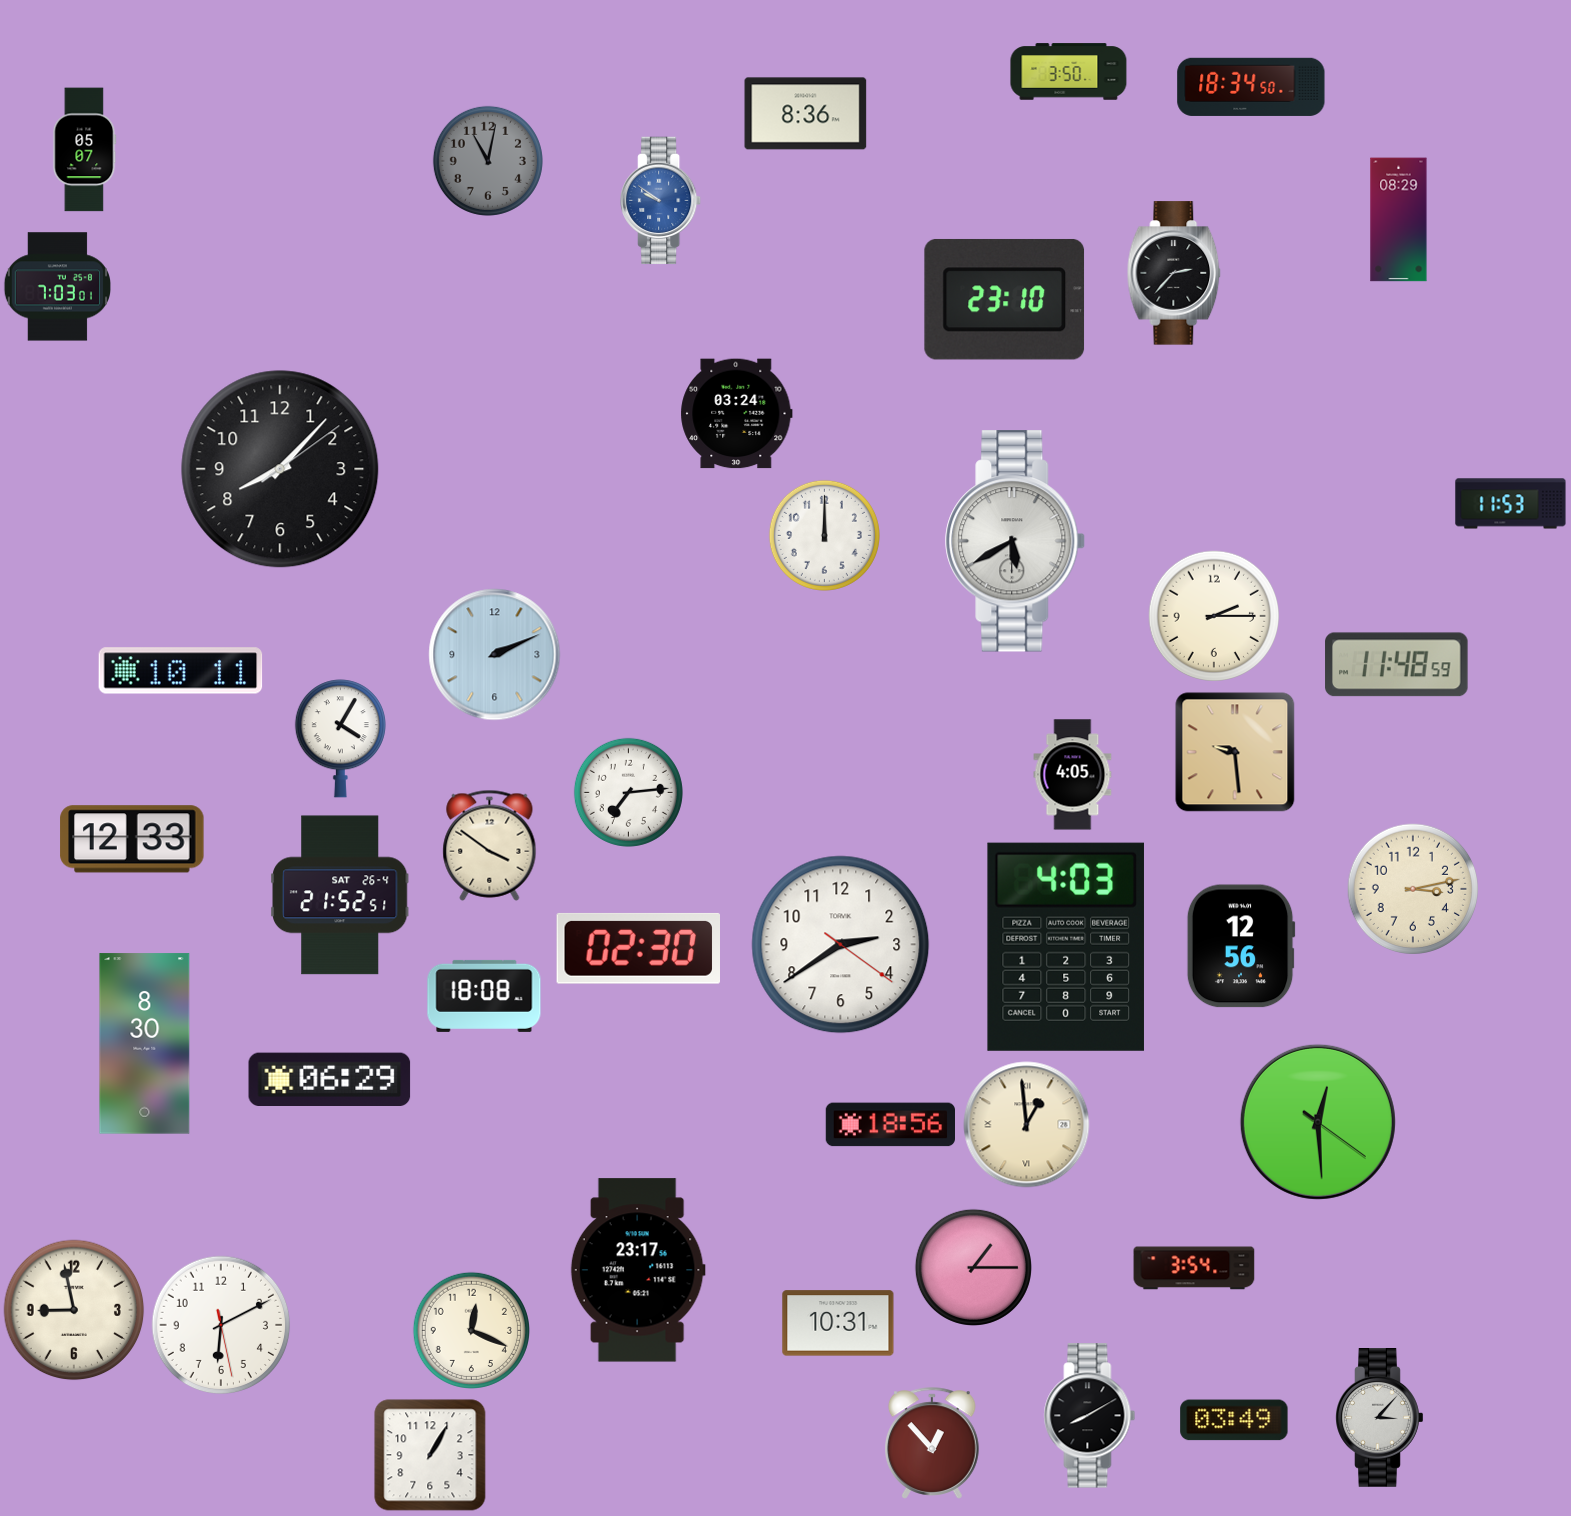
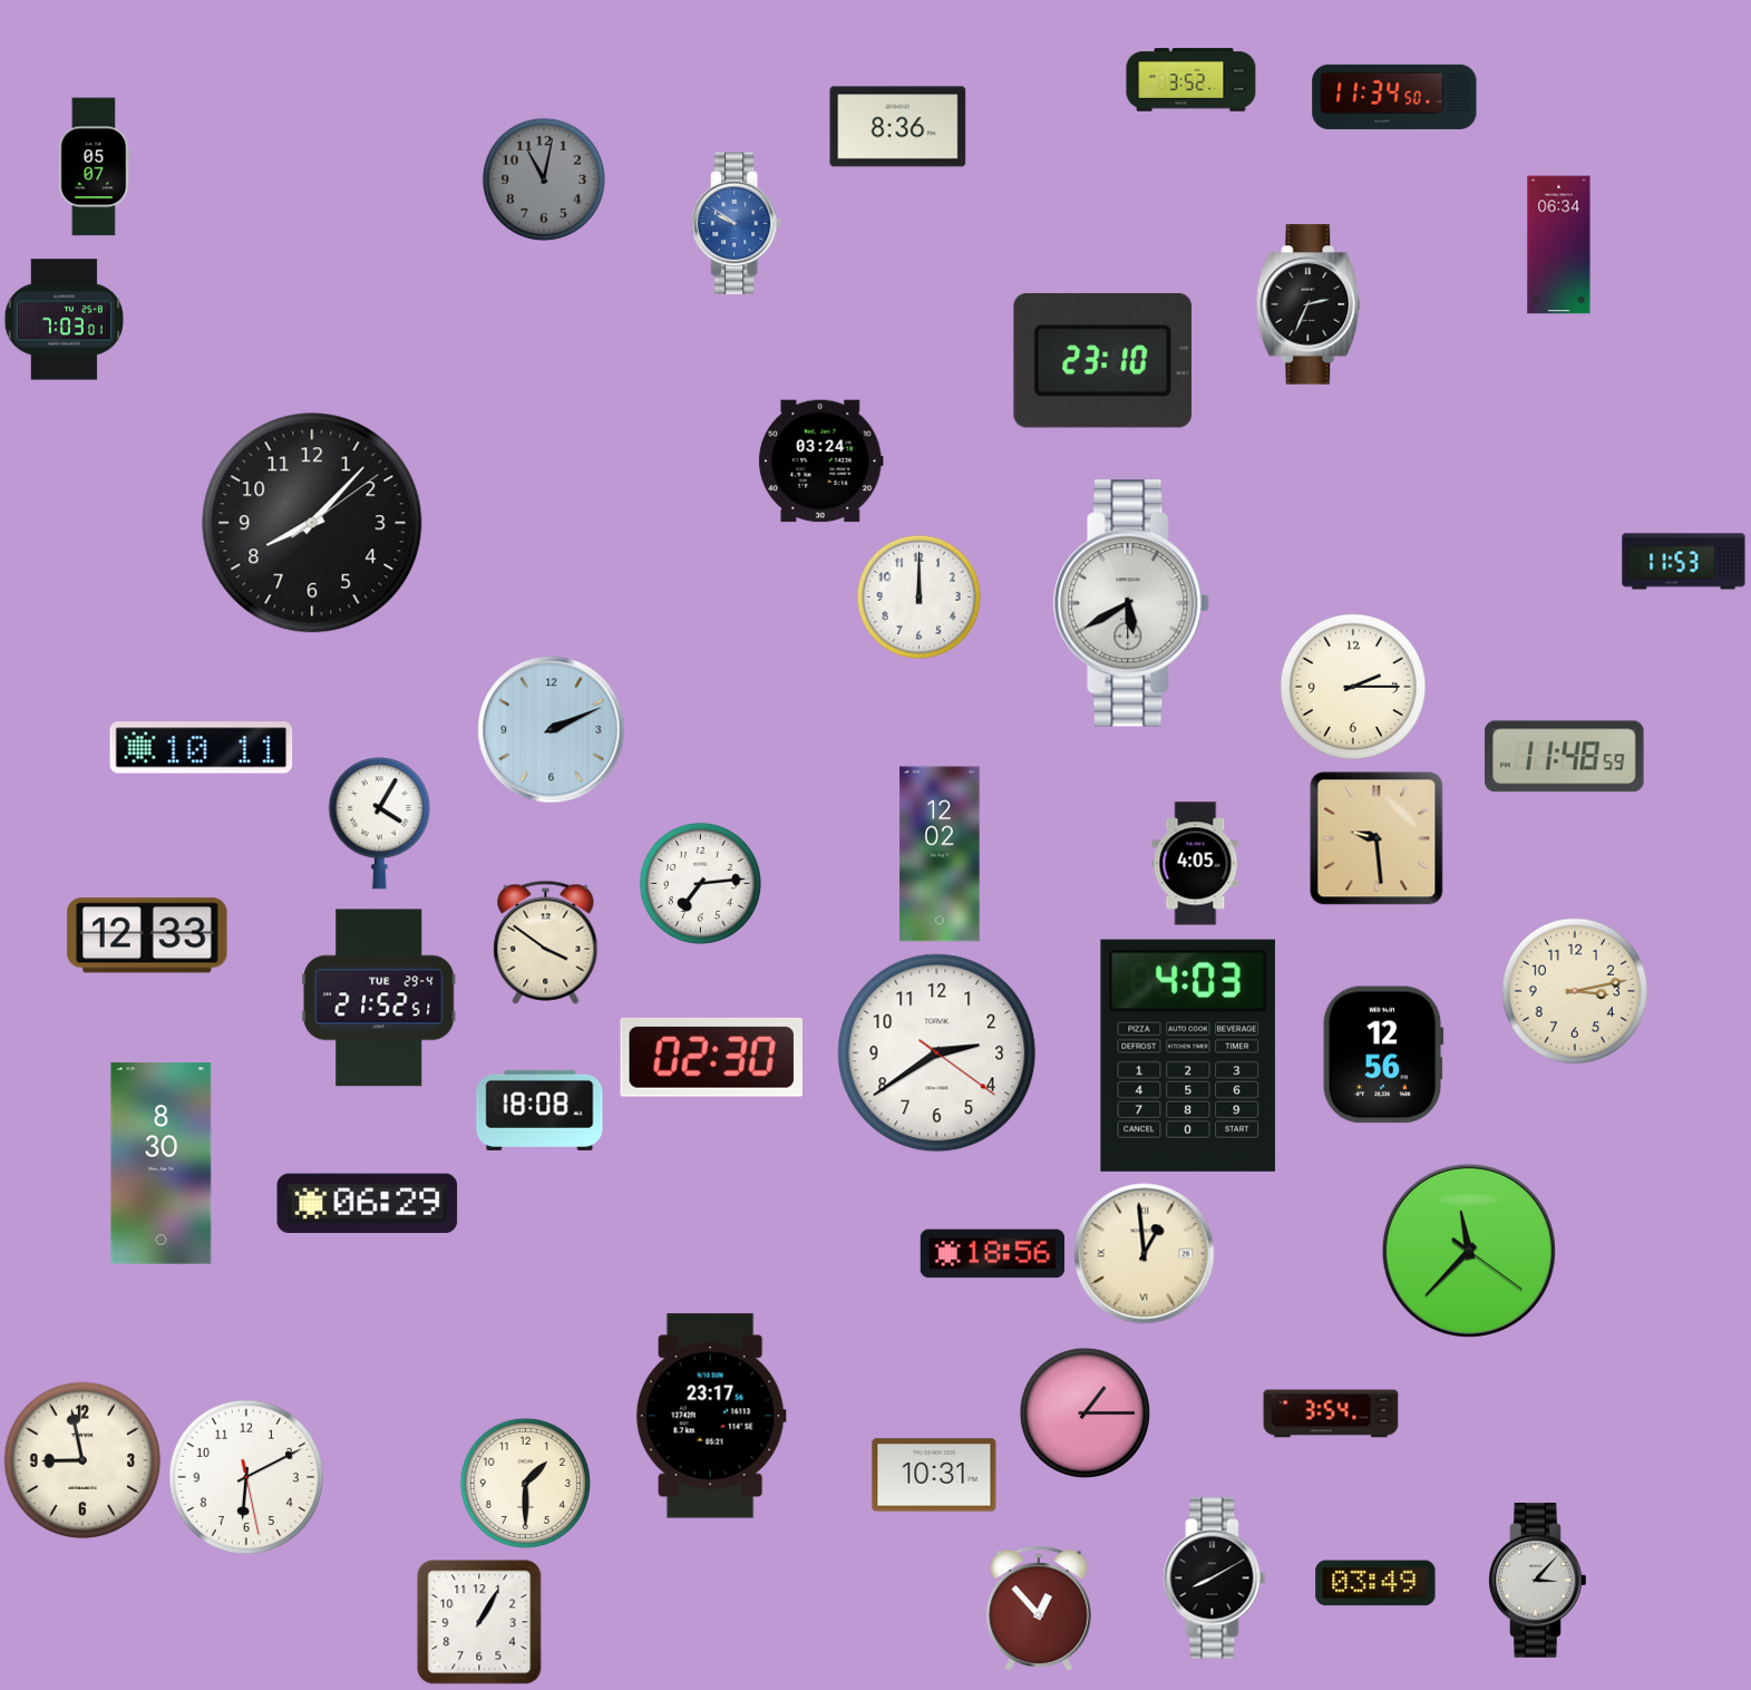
clock at (1069, 72): 3:50 -> 3:52
clock at (1251, 87): 18:34 -> 11:34
clock at (1399, 220): 08:29 -> 06:34
clock at (1174, 273): 2:37 -> 2:34
clock at (1005, 299) position: (1005, 299) -> (1103, 360)
clock at (1397, 665) position: (1397, 665) -> (1565, 757)
clock at (940, 854): none -> 12:02
clock at (340, 895) date: SAT 26-4 -> TUE 29-4
clock at (1318, 1122): 12:29 -> 11:37
clock at (471, 1330): 12:19 -> 1:30
